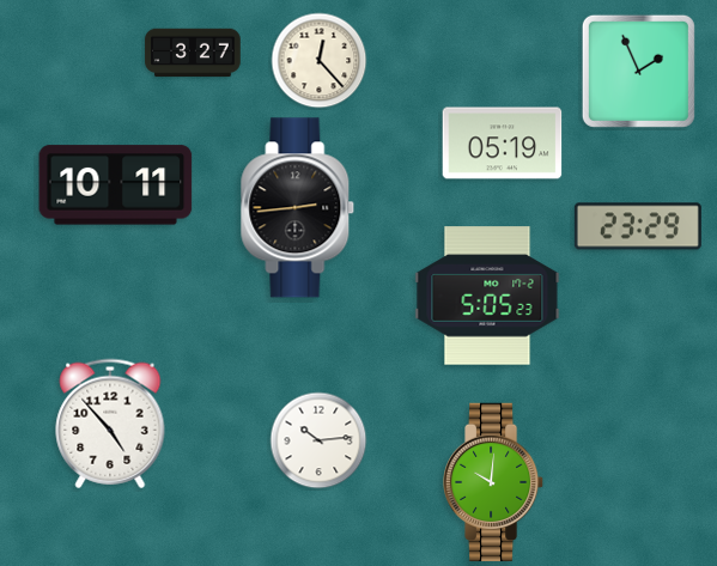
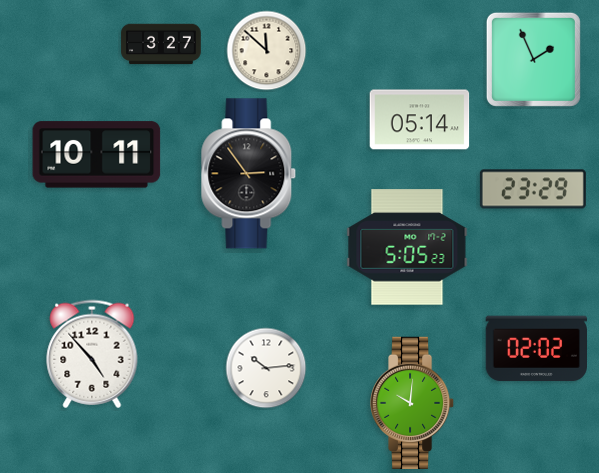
clock at (320, 61): 12:23 -> 11:52
clock at (503, 144): 05:19 -> 05:14
clock at (298, 208): 2:44 -> 2:54
clock at (536, 349): none -> 02:02
